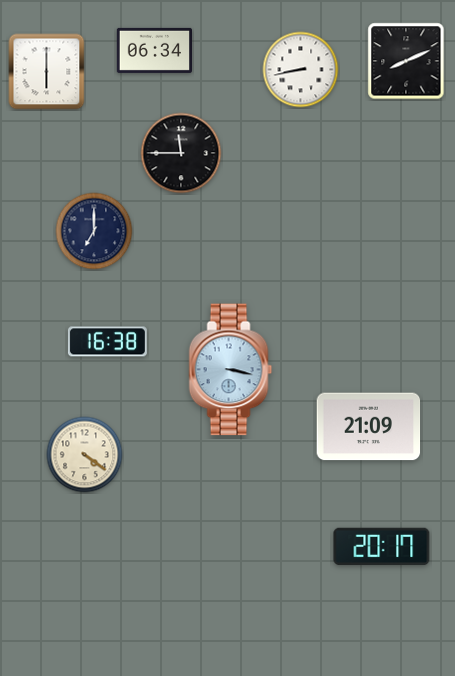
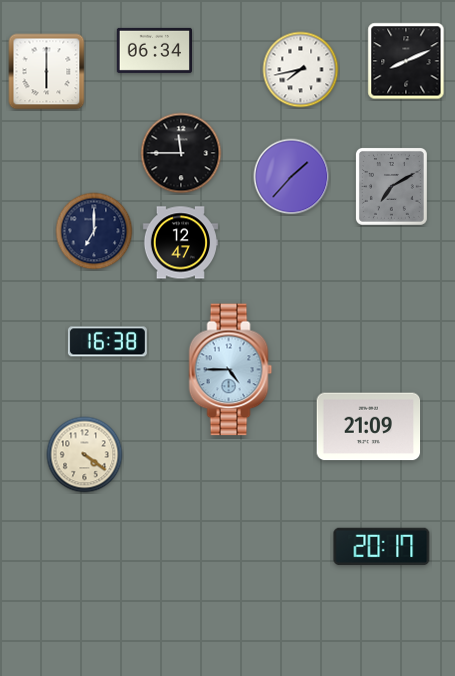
clock at (301, 70): 8:43 -> 7:43
clock at (292, 177): none -> 1:37
clock at (391, 187): none -> 7:10
clock at (180, 243): none -> 12:47
clock at (231, 370): 3:17 -> 4:45
